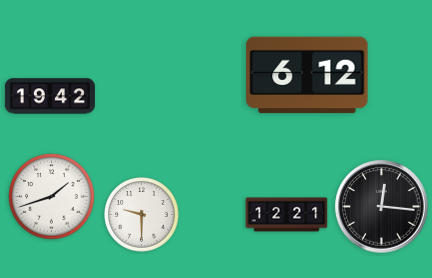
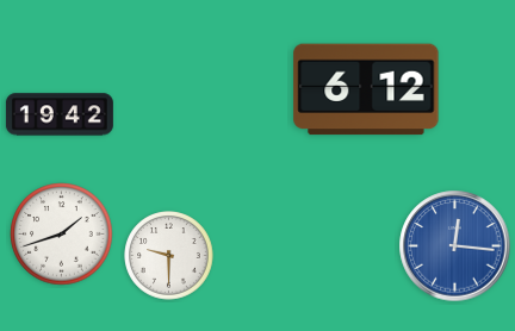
clock at (382, 207) dial: black -> blue
clock at (287, 215): 12:21 -> none
